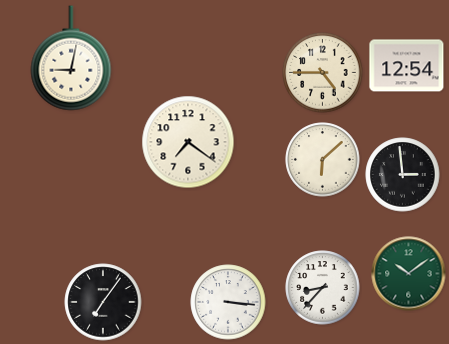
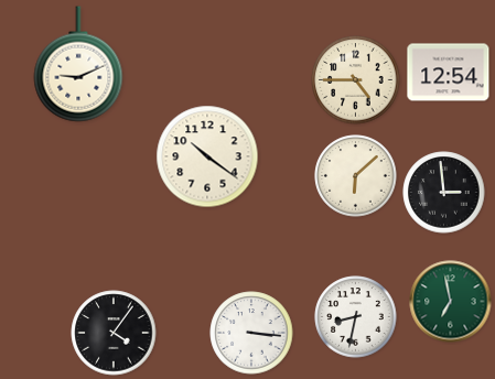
clock at (71, 58): 9:02 -> 9:11
clock at (188, 142): 7:21 -> 10:21
clock at (409, 274): 10:09 -> 6:58
clock at (323, 288): 8:37 -> 8:32
clock at (103, 302): 7:06 -> 4:06
